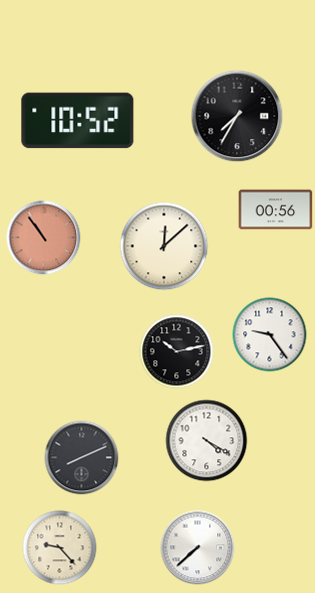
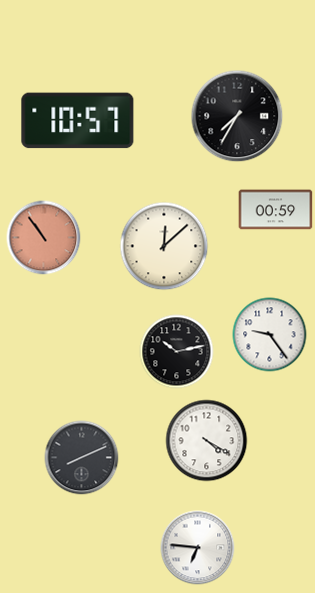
clock at (78, 121): 10:52 -> 10:57
clock at (276, 210): 00:56 -> 00:59
clock at (60, 548): 9:23 -> none
clock at (198, 548): 7:38 -> 6:46
